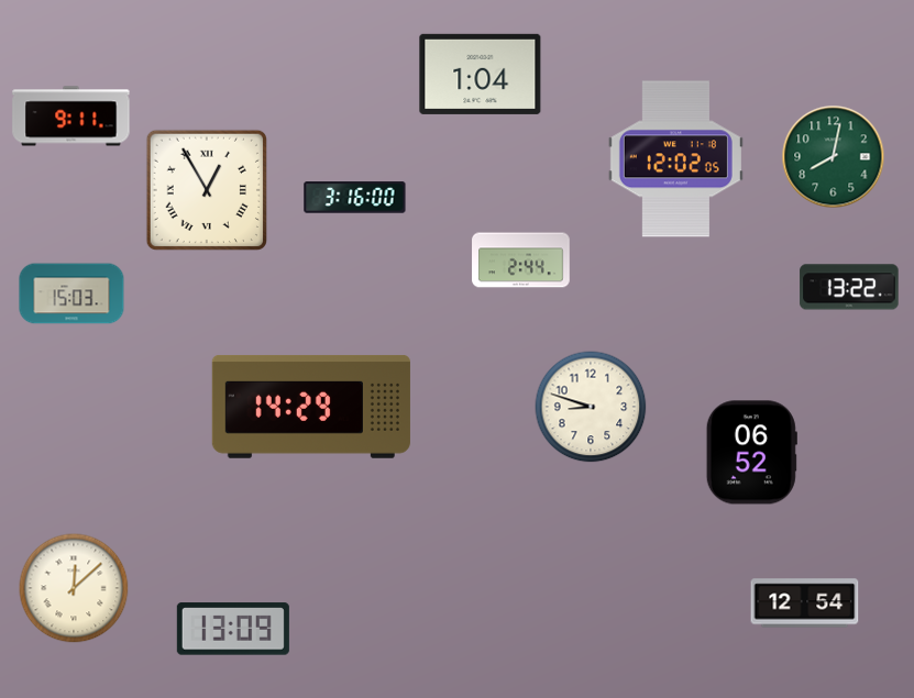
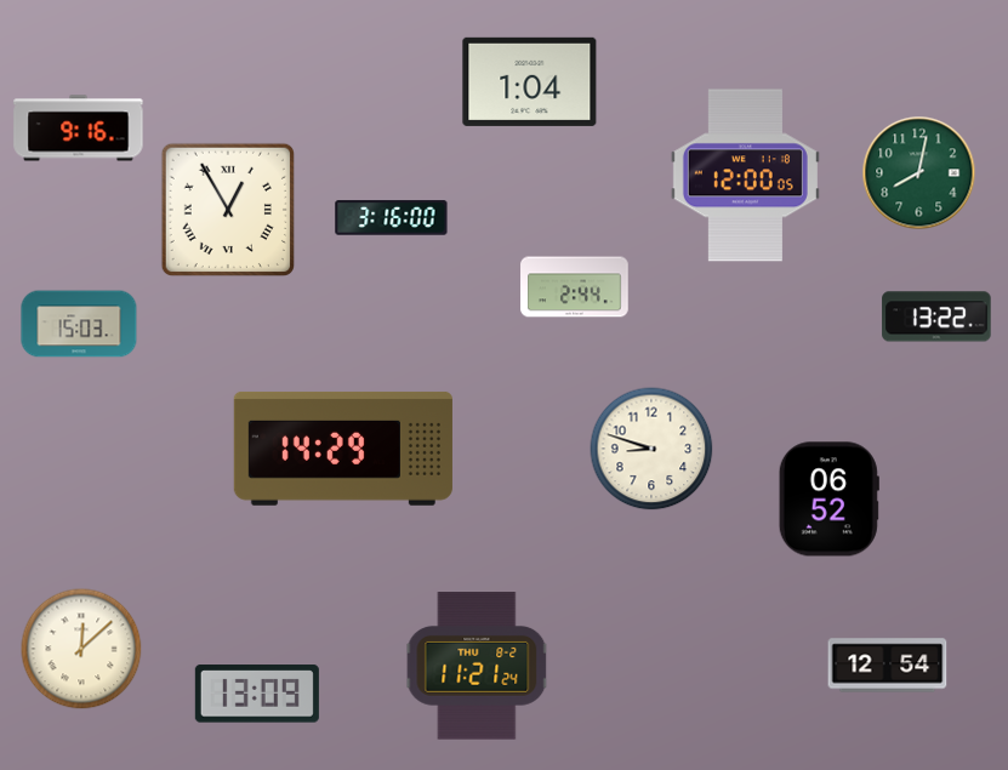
clock at (71, 117): 9:11 -> 9:16
clock at (675, 159): 12:02 -> 12:00
clock at (477, 666): none -> 11:21
